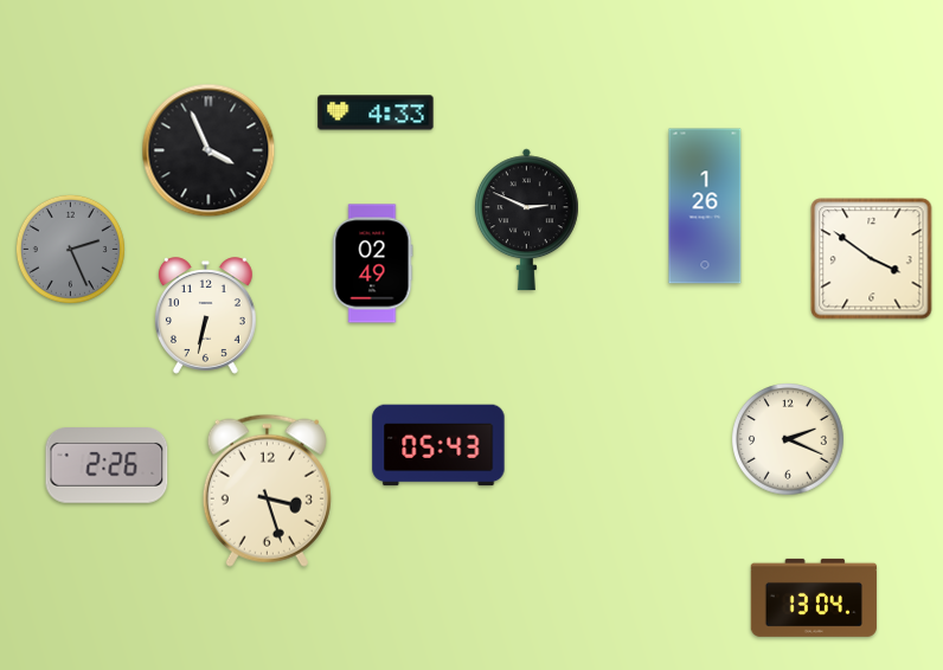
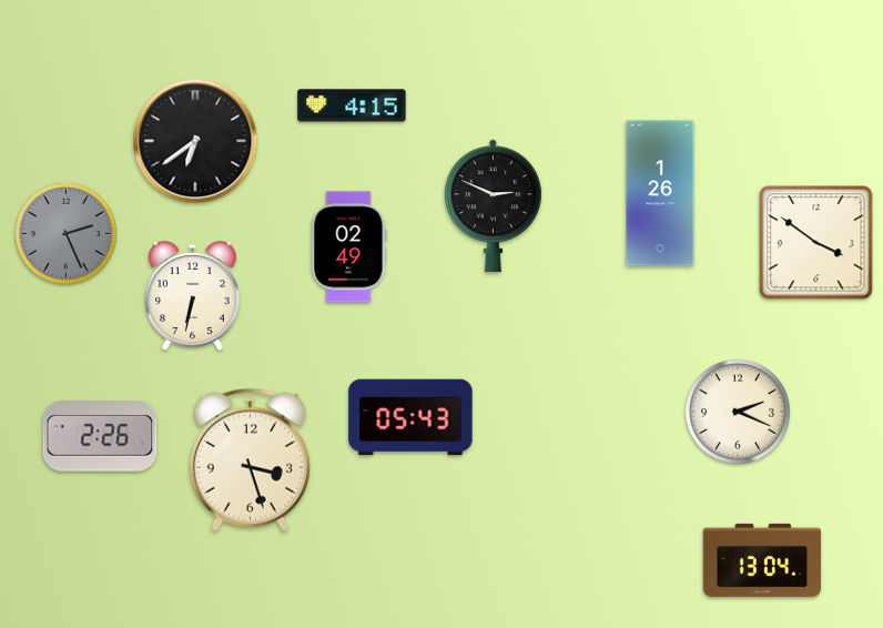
clock at (376, 112): 4:33 -> 4:15
clock at (209, 150): 3:56 -> 6:39
